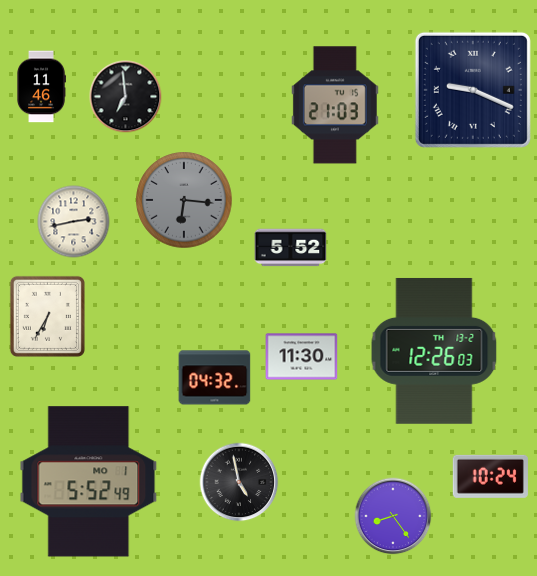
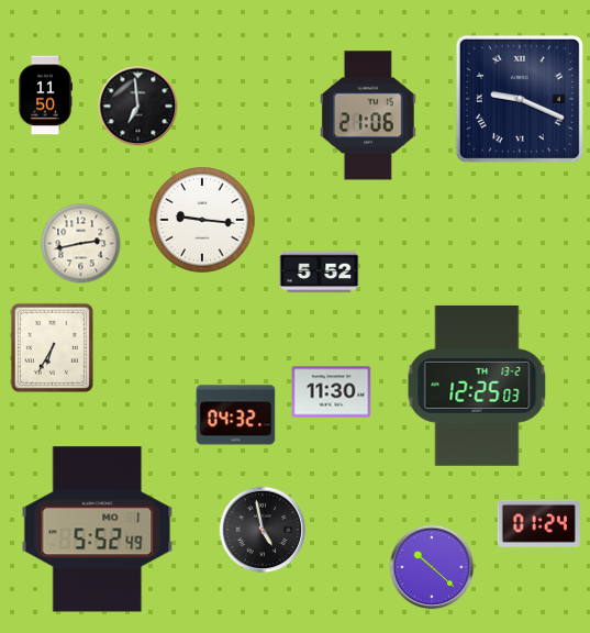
clock at (41, 87): 11:46 -> 11:50
clock at (335, 105): 21:03 -> 21:06
clock at (184, 200): 6:16 -> 9:16
clock at (184, 200) dial: grey -> white
clock at (434, 351): 12:26 -> 12:25
clock at (490, 476): 10:24 -> 01:24
clock at (393, 516): 8:24 -> 10:22
